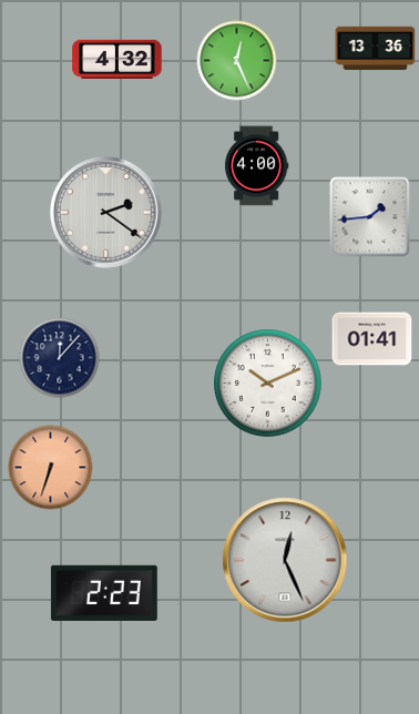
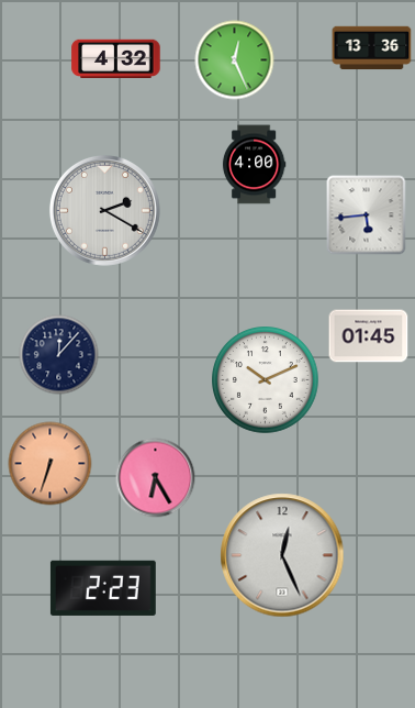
clock at (105, 212): 2:21 -> 2:20
clock at (370, 217): 1:44 -> 5:44
clock at (372, 339): 01:41 -> 01:45
clock at (156, 478): none -> 6:25
